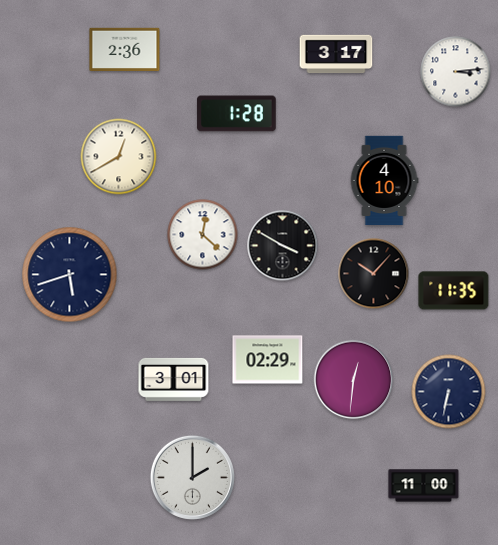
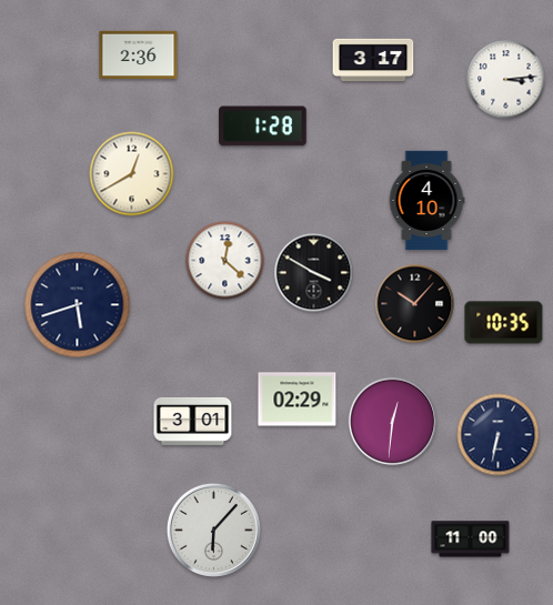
clock at (454, 291): 11:35 -> 10:35
clock at (192, 477): 2:00 -> 6:07
